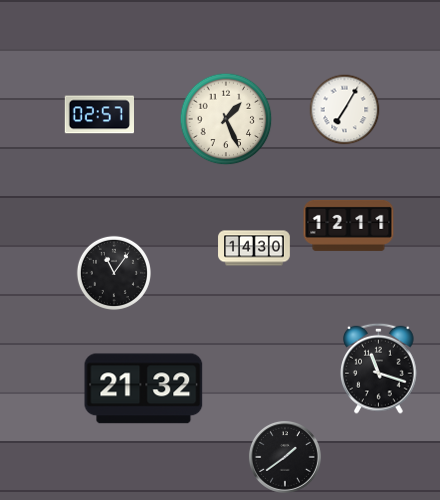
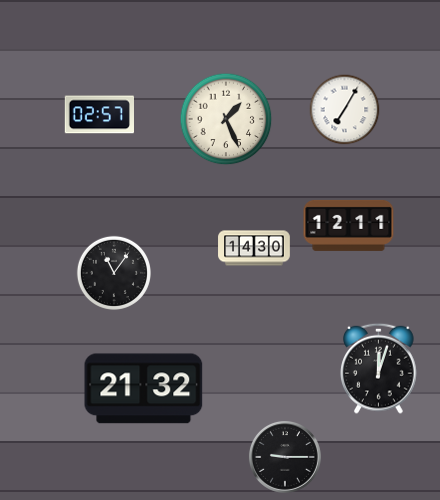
clock at (379, 368): 11:18 -> 12:03
clock at (285, 457): 1:39 -> 9:15
